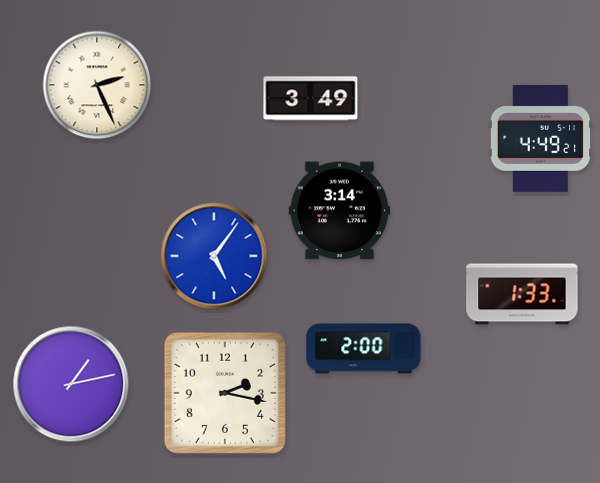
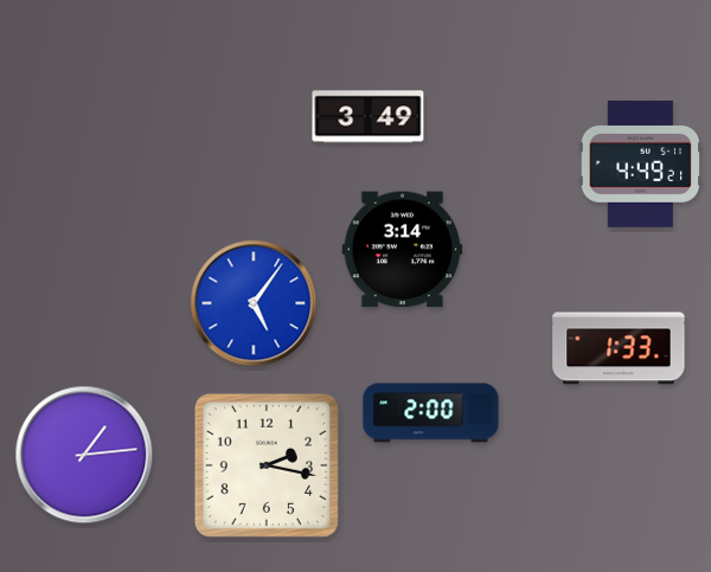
clock at (97, 85): 2:26 -> none
clock at (71, 384): 1:13 -> 1:14
